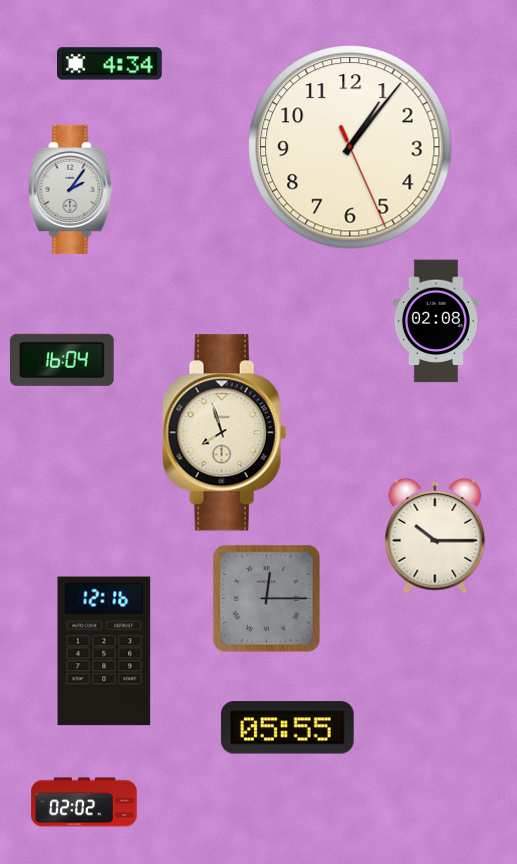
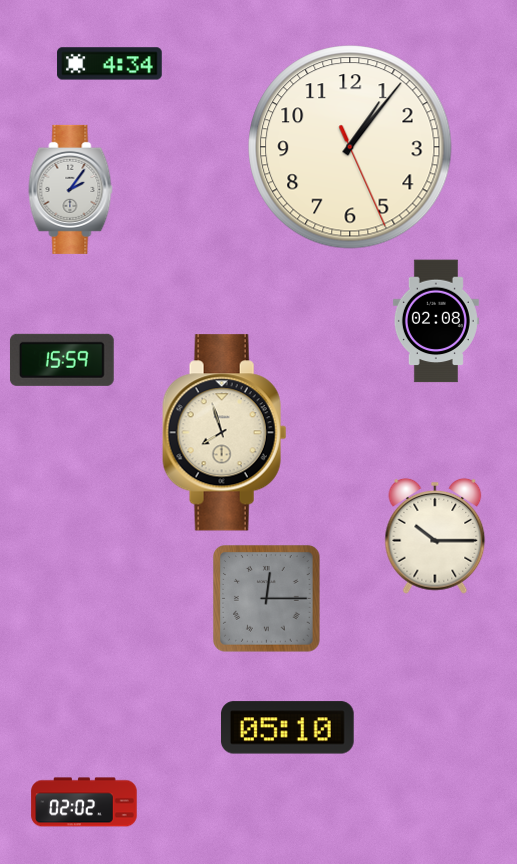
clock at (62, 360): 16:04 -> 15:59
clock at (104, 651): 12:16 -> none
clock at (287, 728): 05:55 -> 05:10
